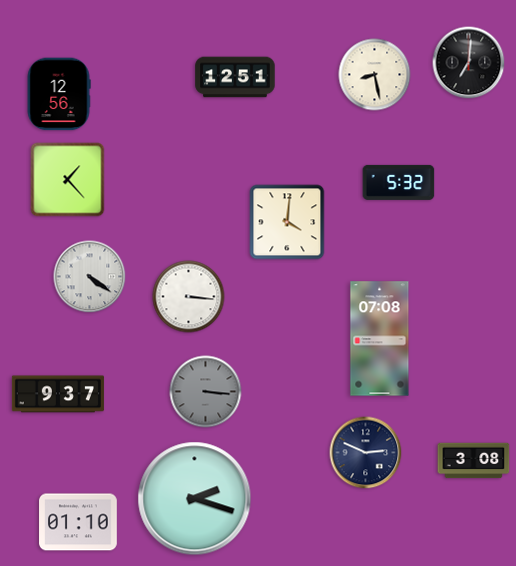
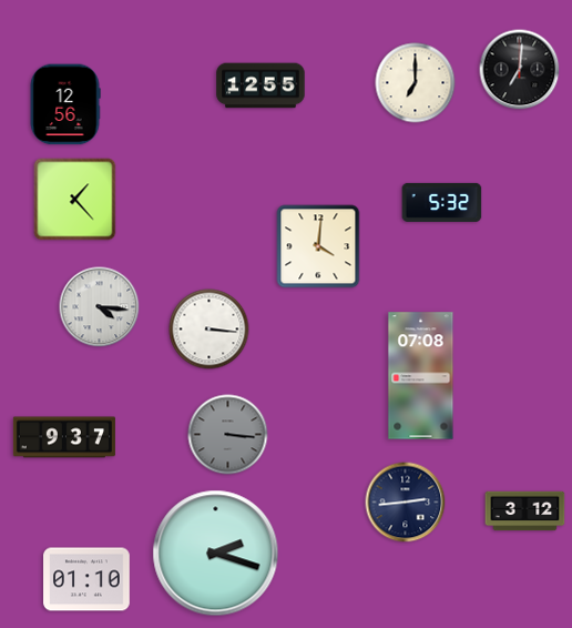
clock at (375, 75): 8:28 -> 7:00
clock at (235, 77): 12:51 -> 12:55
clock at (90, 277): 4:21 -> 4:16
clock at (366, 453): 2:49 -> 2:44
clock at (474, 461): 3:08 -> 3:12
